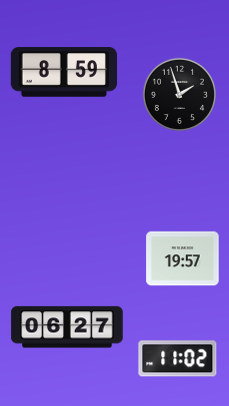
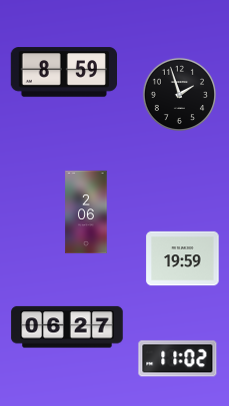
clock at (86, 212): none -> 2:06
clock at (183, 259): 19:57 -> 19:59
